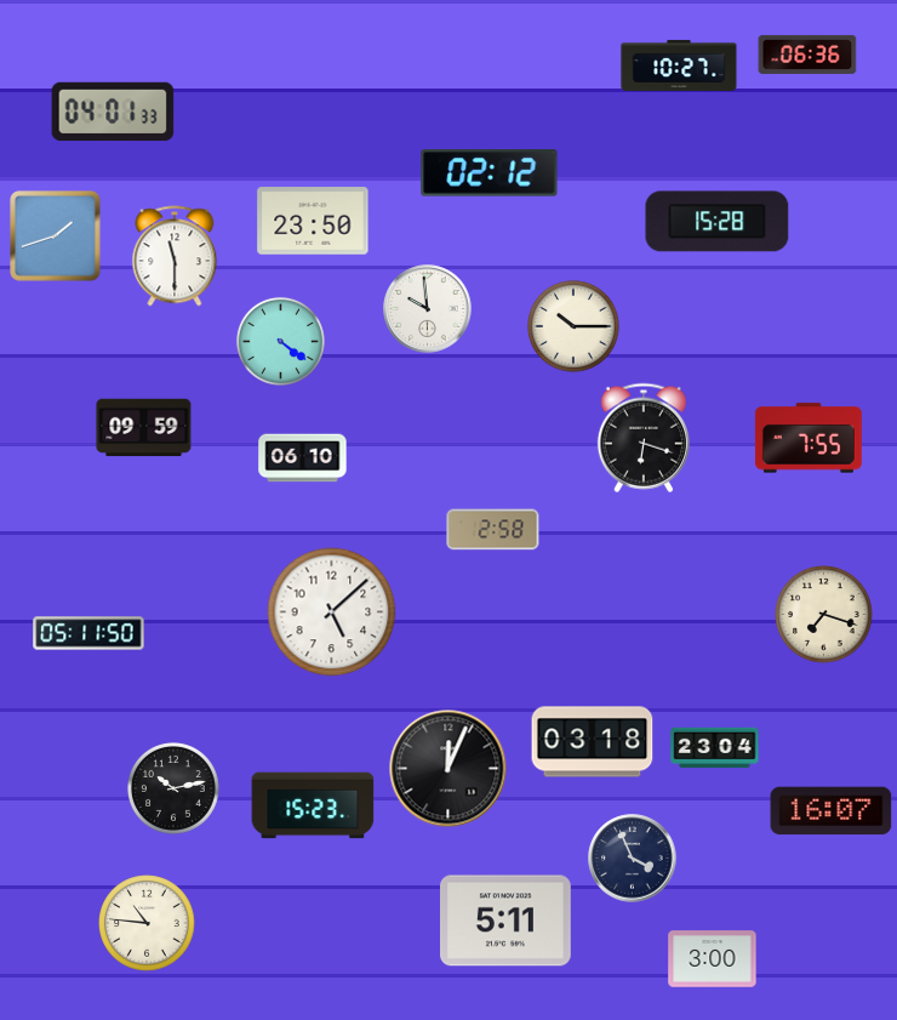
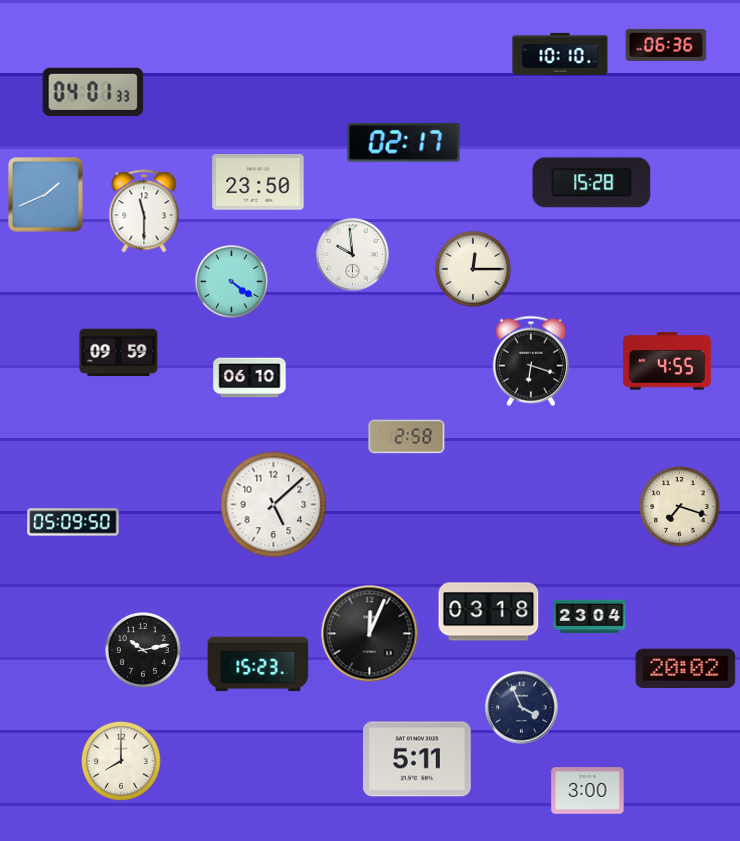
clock at (679, 65): 10:27 -> 10:10
clock at (490, 173): 02:12 -> 02:17
clock at (56, 237): 1:42 -> 1:41
clock at (575, 327): 10:15 -> 12:15
clock at (809, 438): 7:55 -> 4:55
clock at (88, 633): 05:11 -> 05:09
clock at (832, 811): 16:07 -> 20:02
clock at (147, 923): 10:46 -> 8:00
